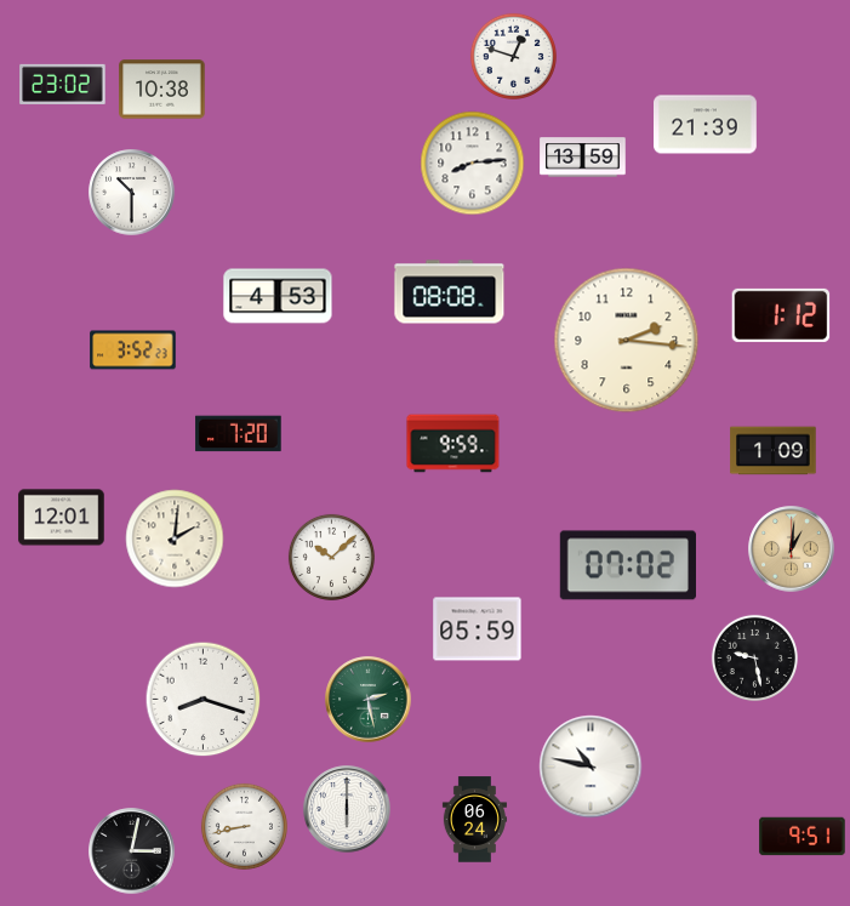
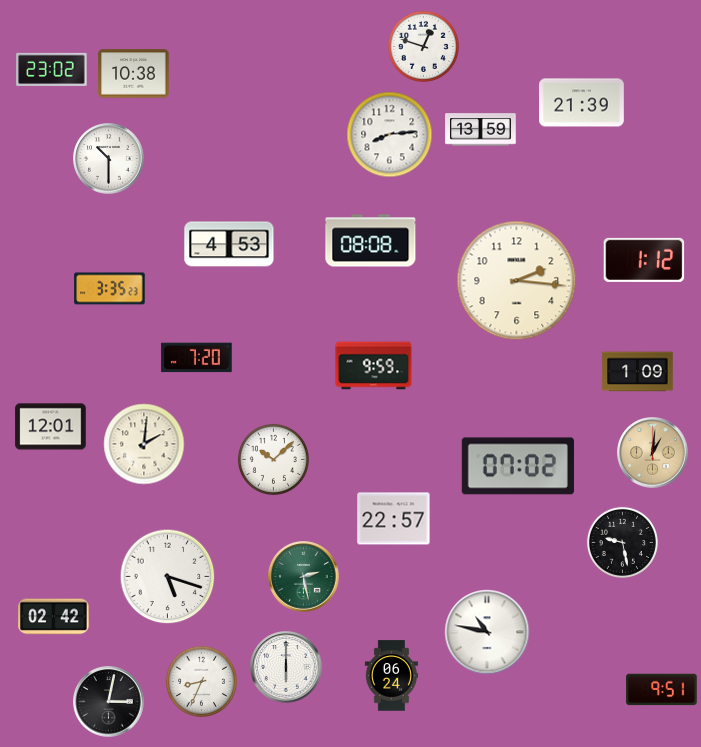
clock at (133, 351): 3:52 -> 3:35
clock at (478, 629): 05:59 -> 22:57
clock at (204, 700): 8:18 -> 5:18
clock at (54, 617): none -> 02:42
clock at (244, 826): 8:43 -> 8:34
